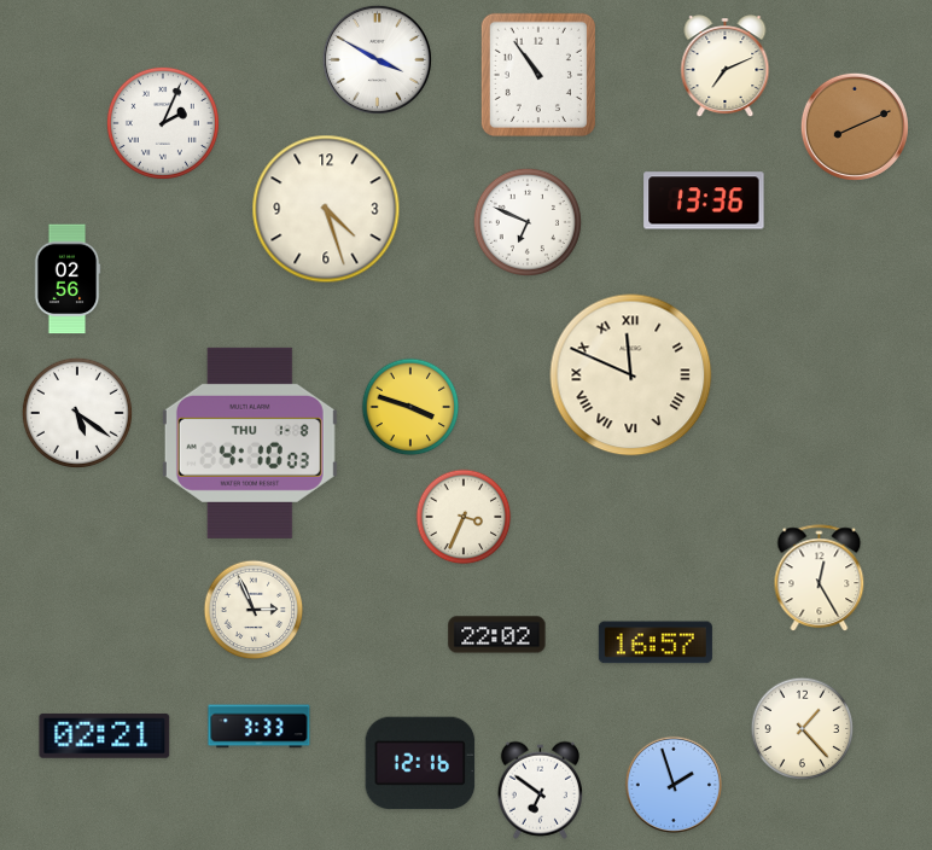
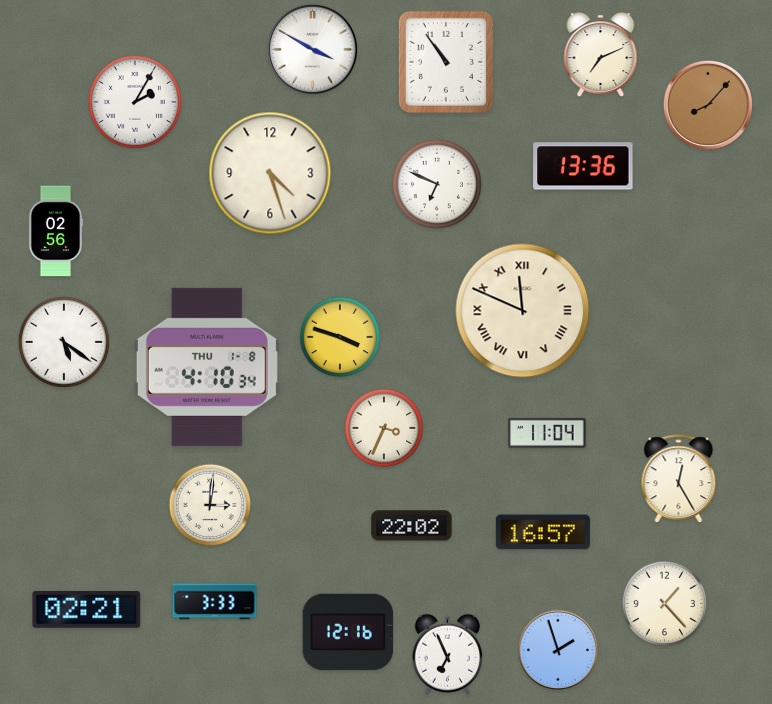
clock at (163, 123): 2:04 -> 2:05
clock at (855, 127): 8:11 -> 8:07
clock at (250, 443): 4:10:03 -> 4:10:34
clock at (547, 433): none -> 11:04
clock at (254, 610): 2:56 -> 3:01
clock at (540, 790): 6:51 -> 6:56
